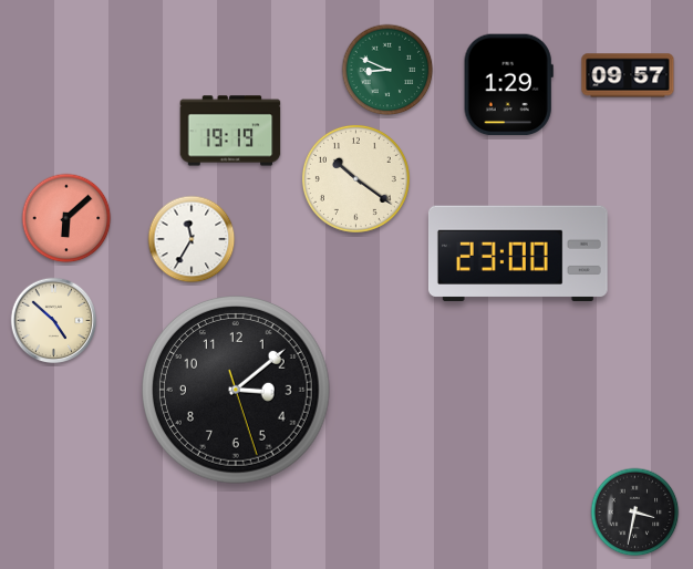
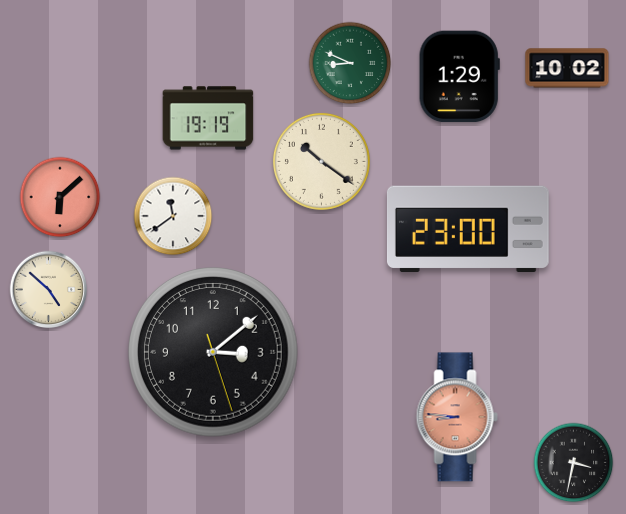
clock at (628, 75): 09:57 -> 10:02
clock at (192, 239): 11:35 -> 11:39
clock at (457, 417): none -> 8:46
